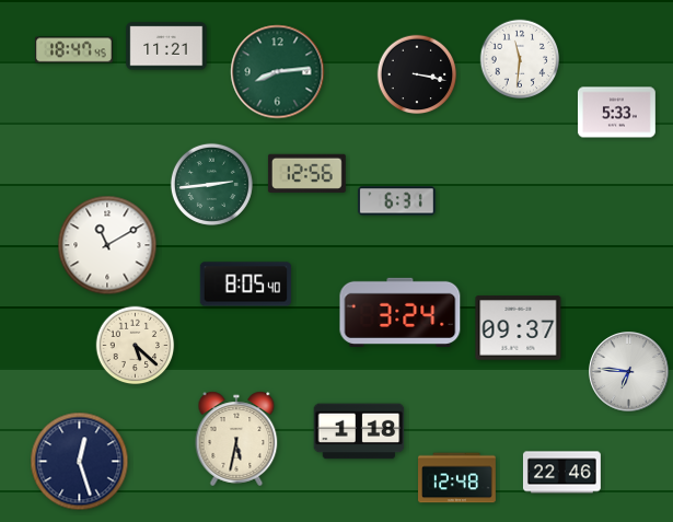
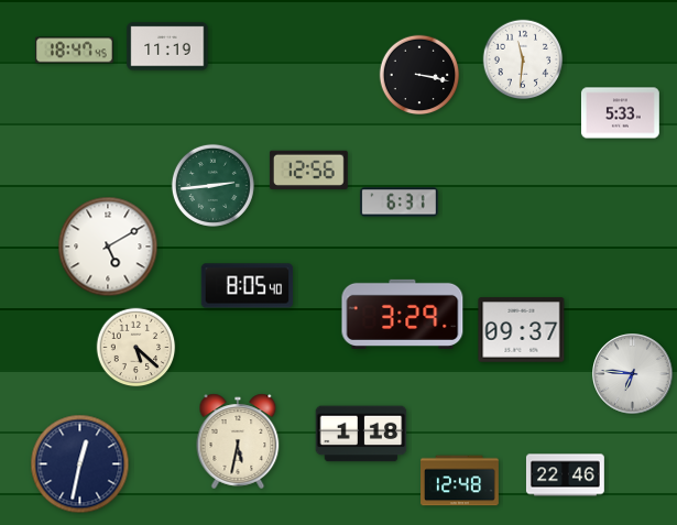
clock at (166, 46): 11:21 -> 11:19
clock at (278, 72): 8:14 -> none
clock at (306, 173) position: (306, 173) -> (308, 169)
clock at (107, 245): 11:10 -> 5:10
clock at (401, 312): 3:24 -> 3:29
clock at (80, 462): 12:27 -> 12:32
